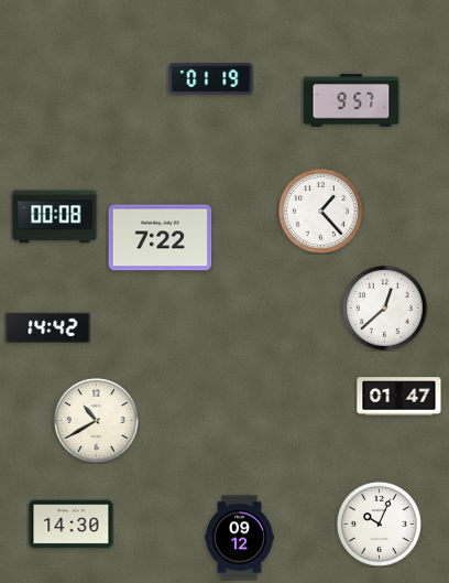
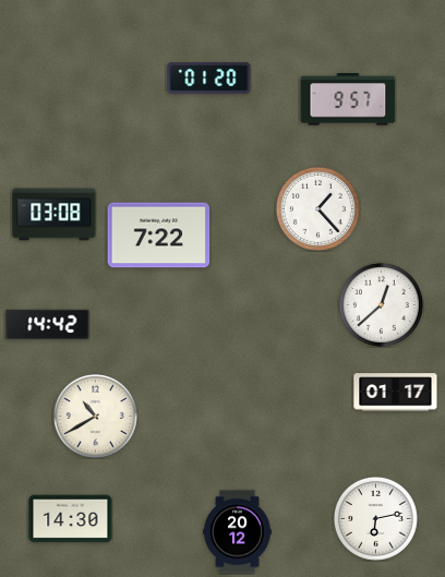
clock at (211, 79): 01:19 -> 01:20
clock at (55, 217): 00:08 -> 03:08
clock at (399, 397): 01:47 -> 01:17
clock at (379, 523): 10:04 -> 6:13
clock at (240, 538): 09:12 -> 20:12
